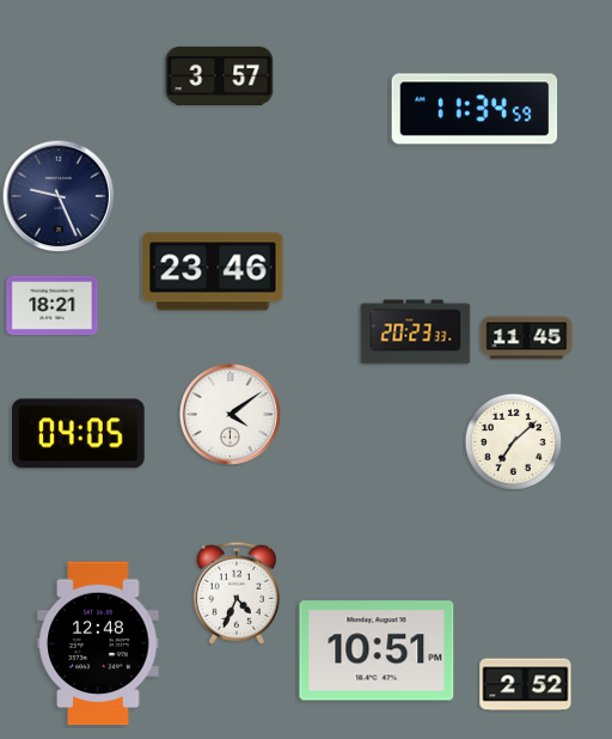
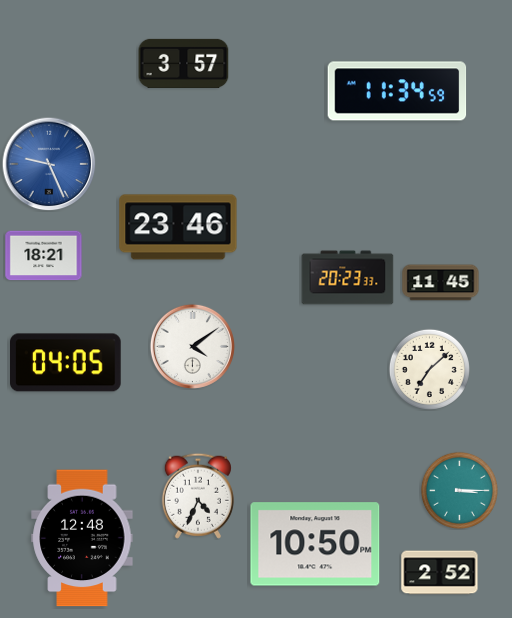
clock at (59, 196) dial: navy -> blue
clock at (459, 490): none -> 3:15
clock at (377, 651): 10:51 -> 10:50
